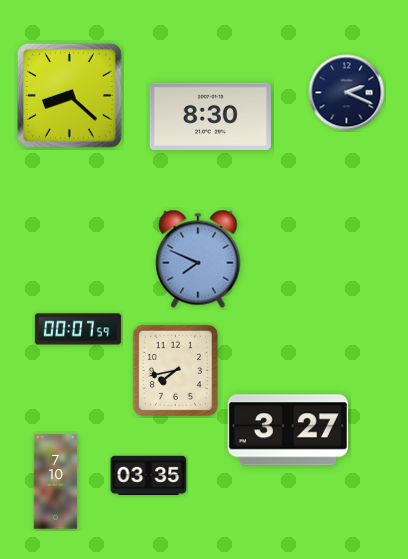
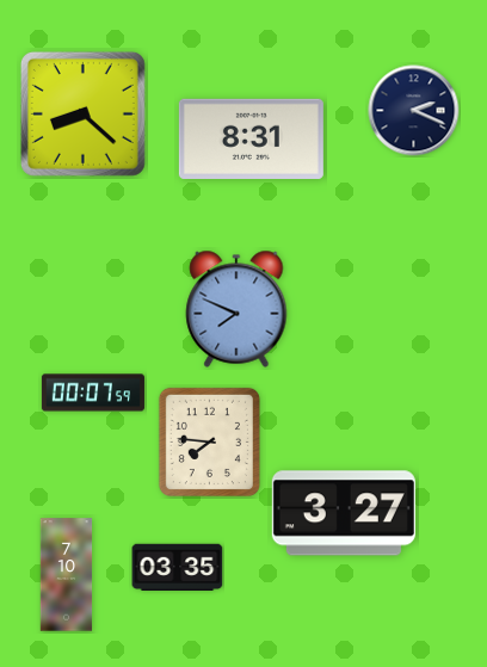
clock at (210, 116): 8:30 -> 8:31
clock at (175, 370): 7:43 -> 7:46
